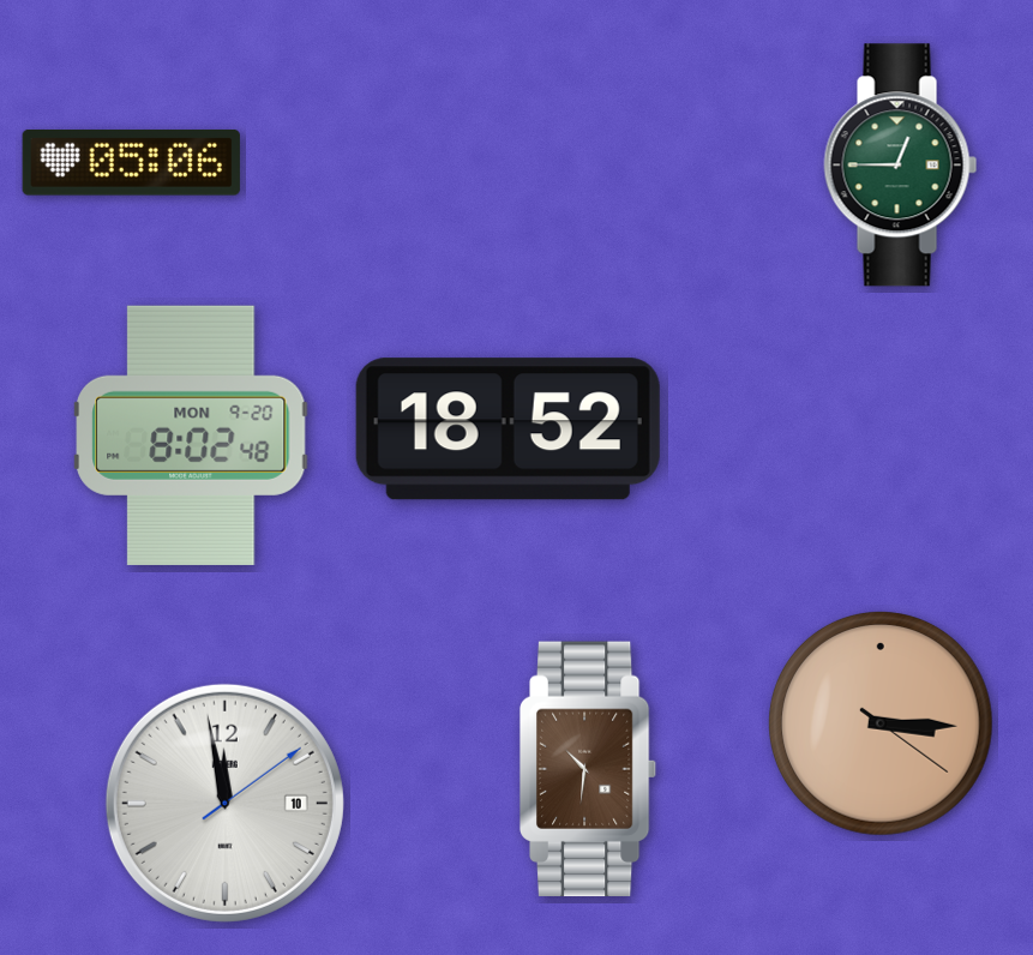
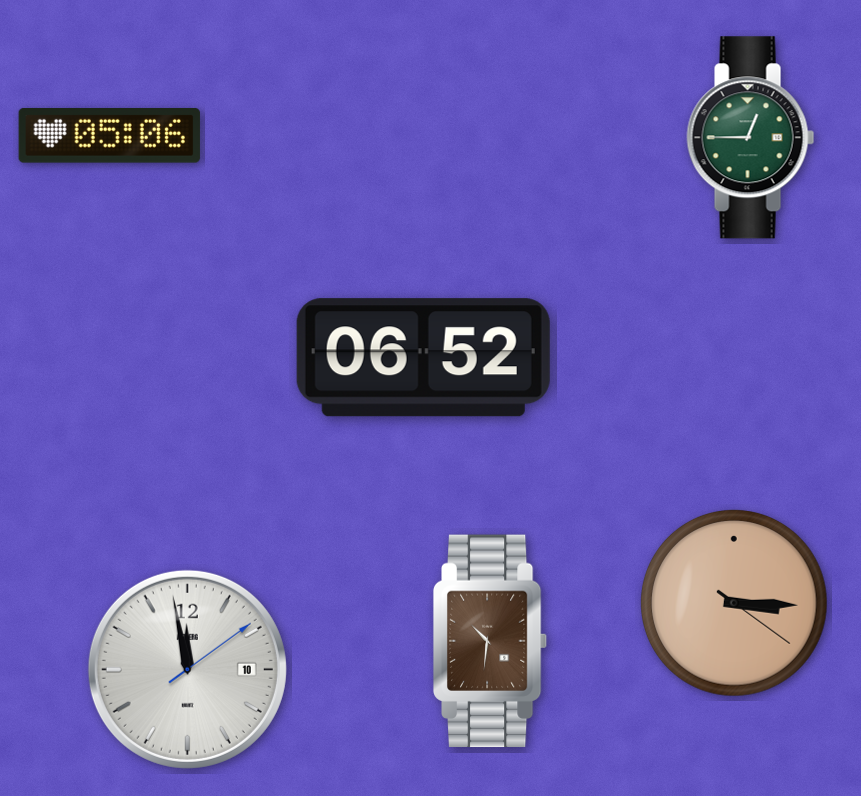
clock at (508, 430): 18:52 -> 06:52
clock at (191, 436): 8:02 -> none
